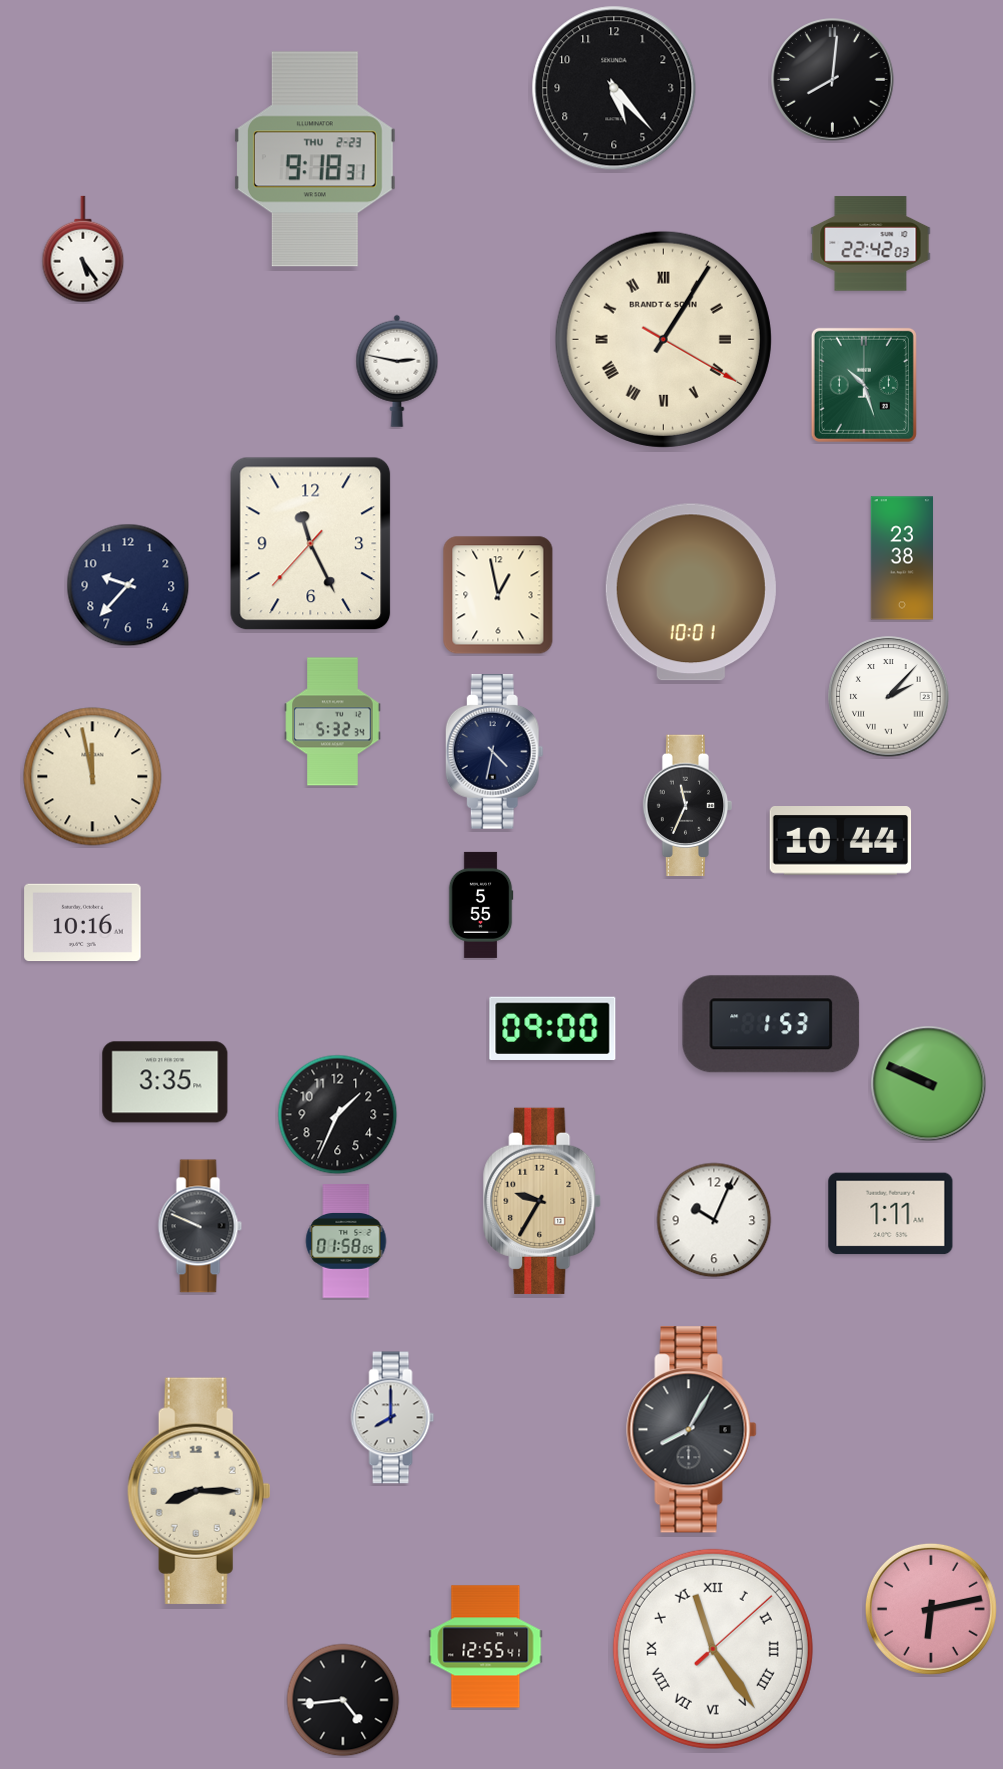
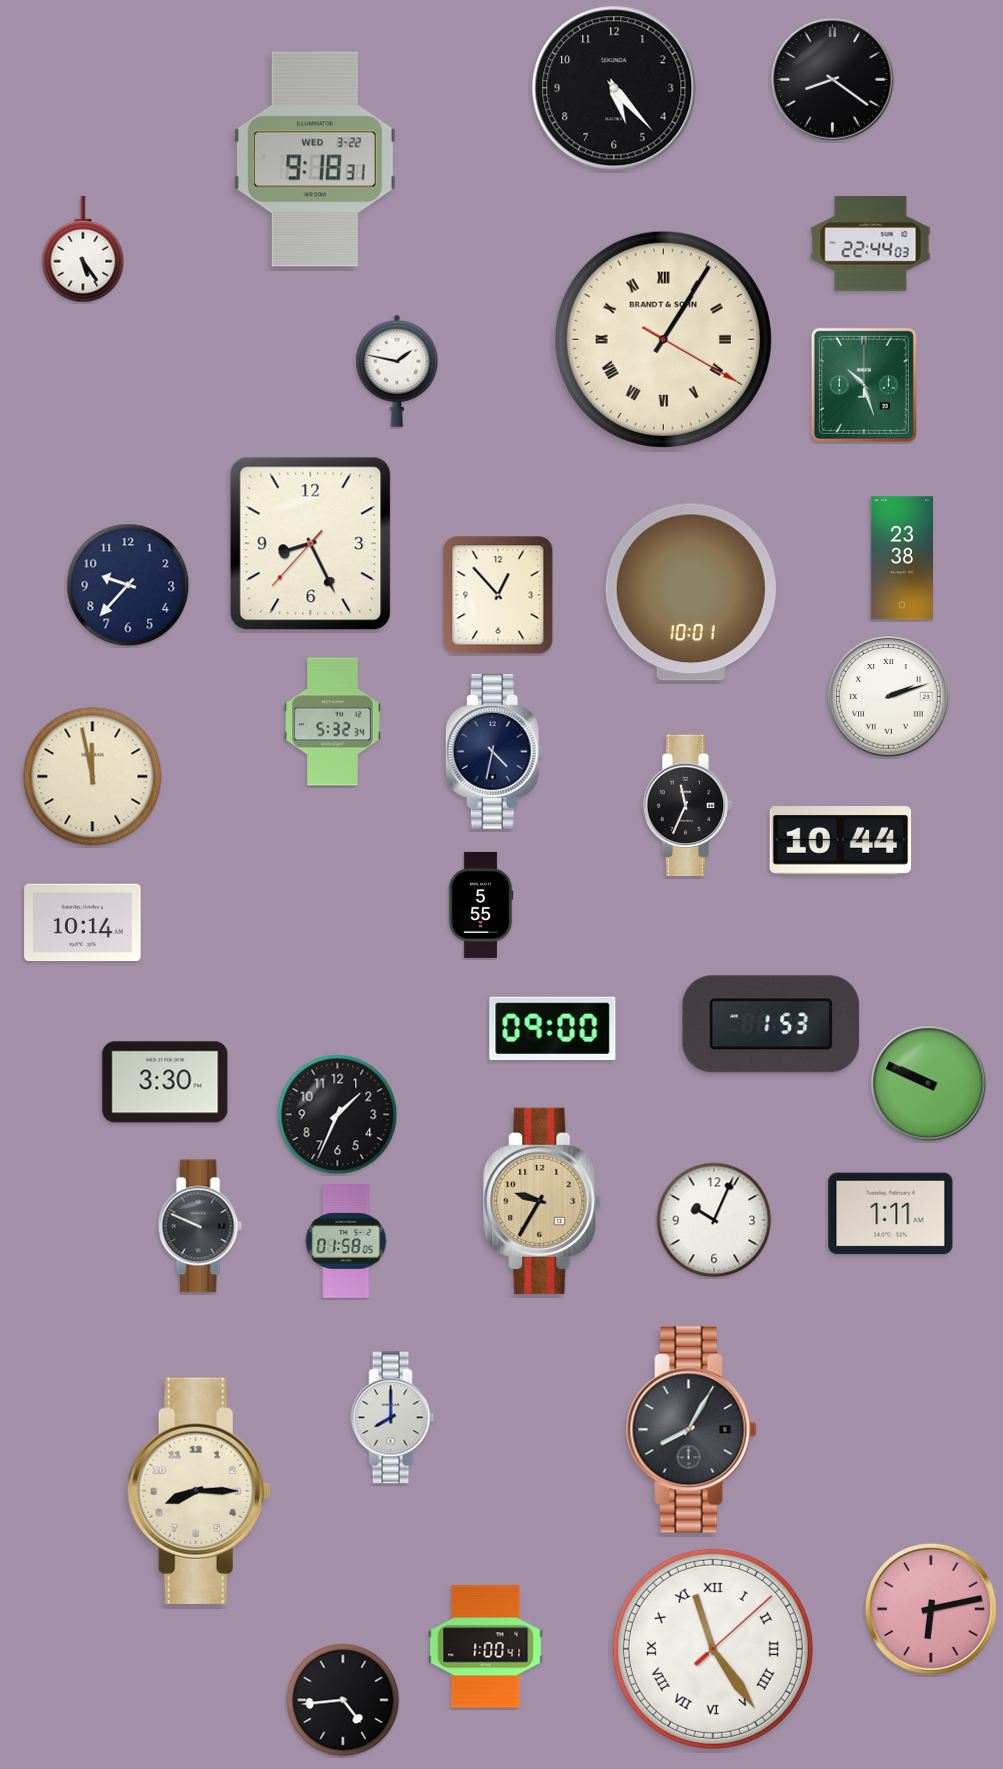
clock at (833, 80): 8:01 -> 8:21
clock at (315, 159) date: THU 2-23 -> WED 3-22
clock at (871, 244): 22:42 -> 22:44
clock at (397, 371): 2:47 -> 1:47
clock at (311, 544): 11:25 -> 8:25
clock at (498, 595): 12:58 -> 12:53
clock at (889, 697): 2:07 -> 2:12
clock at (83, 923): 10:16 -> 10:14
clock at (165, 1082): 3:35 -> 3:30
clock at (486, 1647): 12:55 -> 1:00
